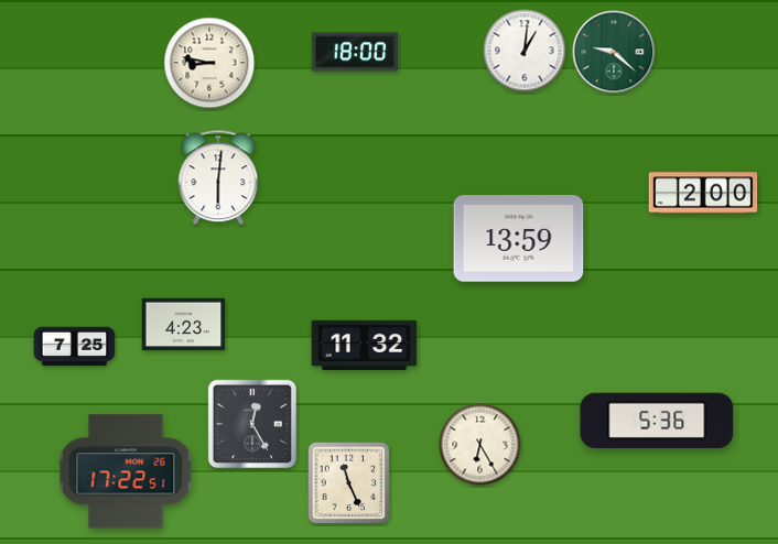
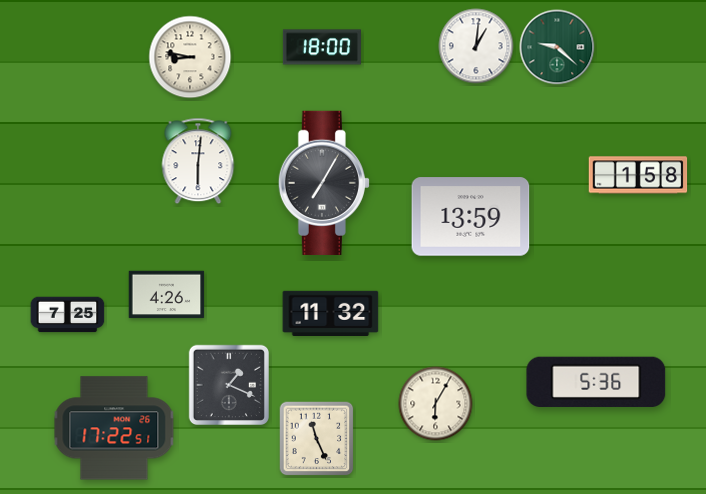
clock at (703, 193): 2:00 -> 1:58
clock at (324, 183): none -> 7:05
clock at (184, 325): 4:23 -> 4:26
clock at (251, 423): 12:25 -> 1:19
clock at (480, 445): 6:25 -> 6:05
